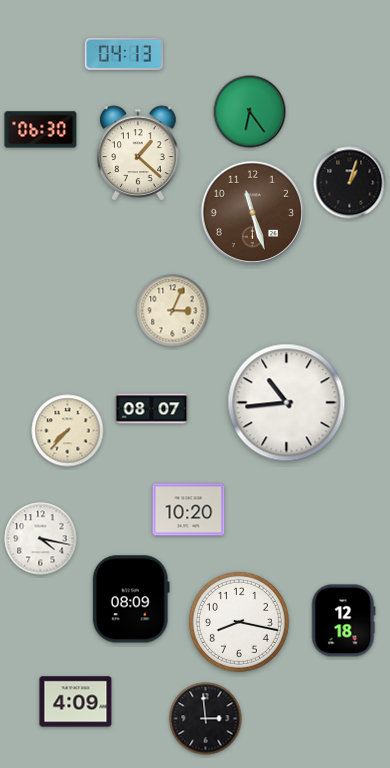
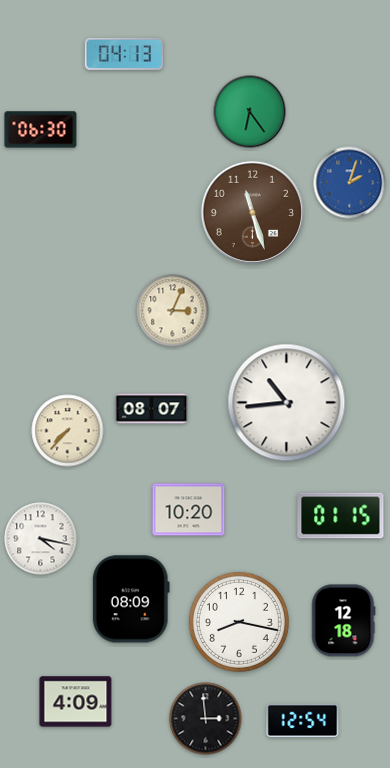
clock at (138, 153): 1:22 -> none
clock at (350, 183): 1:03 -> 2:03
clock at (350, 183) dial: black -> blue
clock at (341, 516): none -> 01:15
clock at (303, 721): none -> 12:54
